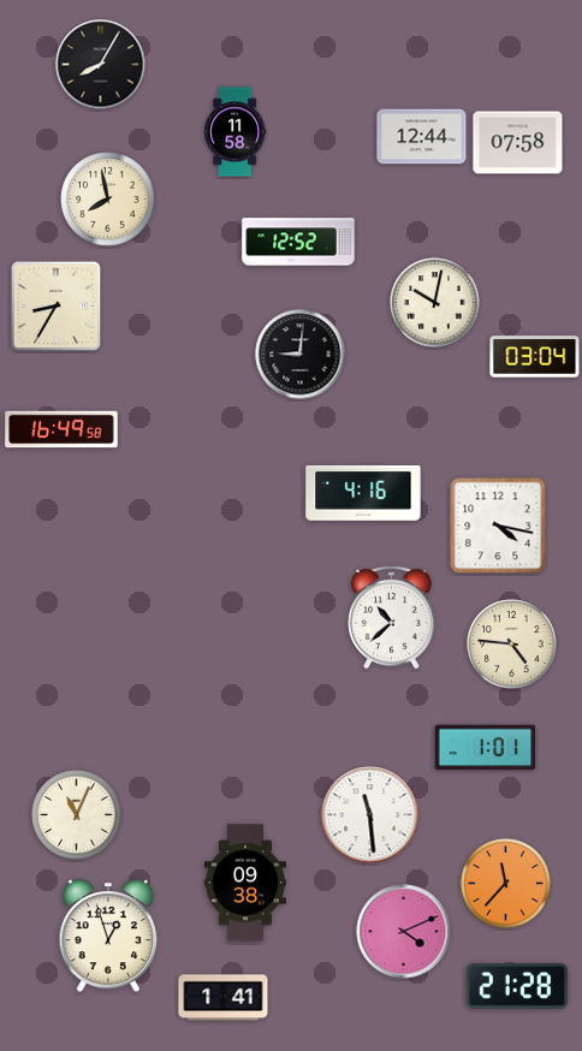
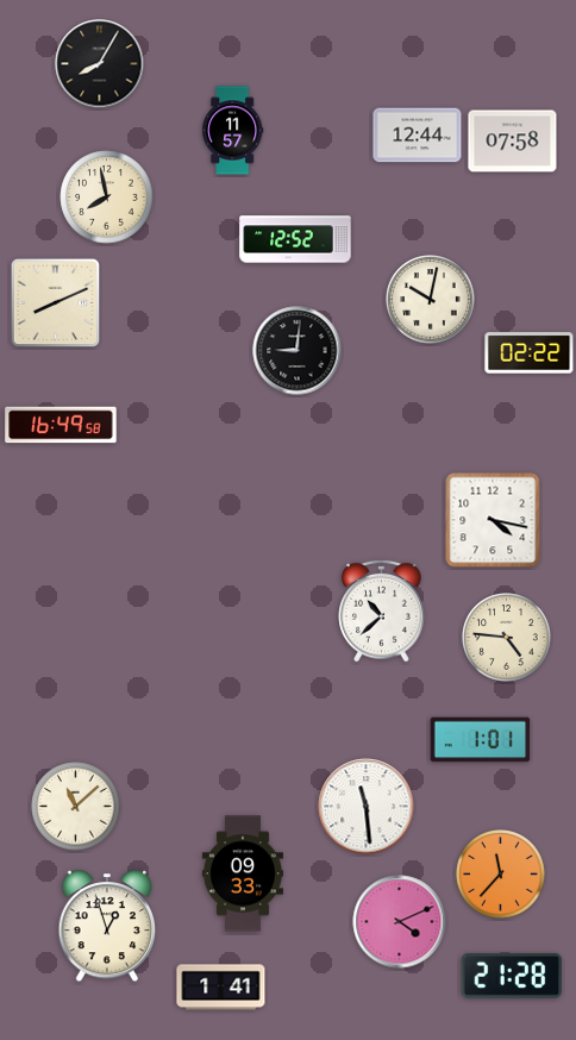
clock at (236, 132): 11:58 -> 11:57
clock at (57, 307): 8:35 -> 8:11
clock at (535, 357): 03:04 -> 02:22
clock at (363, 493): 4:16 -> none
clock at (392, 617) position: (392, 617) -> (382, 610)
clock at (77, 815): 11:04 -> 11:08
clock at (245, 883): 09:38 -> 09:33
